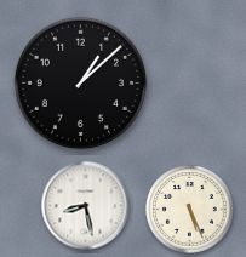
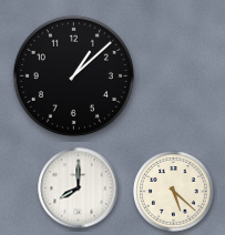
clock at (86, 206): 8:28 -> 8:00
clock at (190, 210): 5:26 -> 5:22
